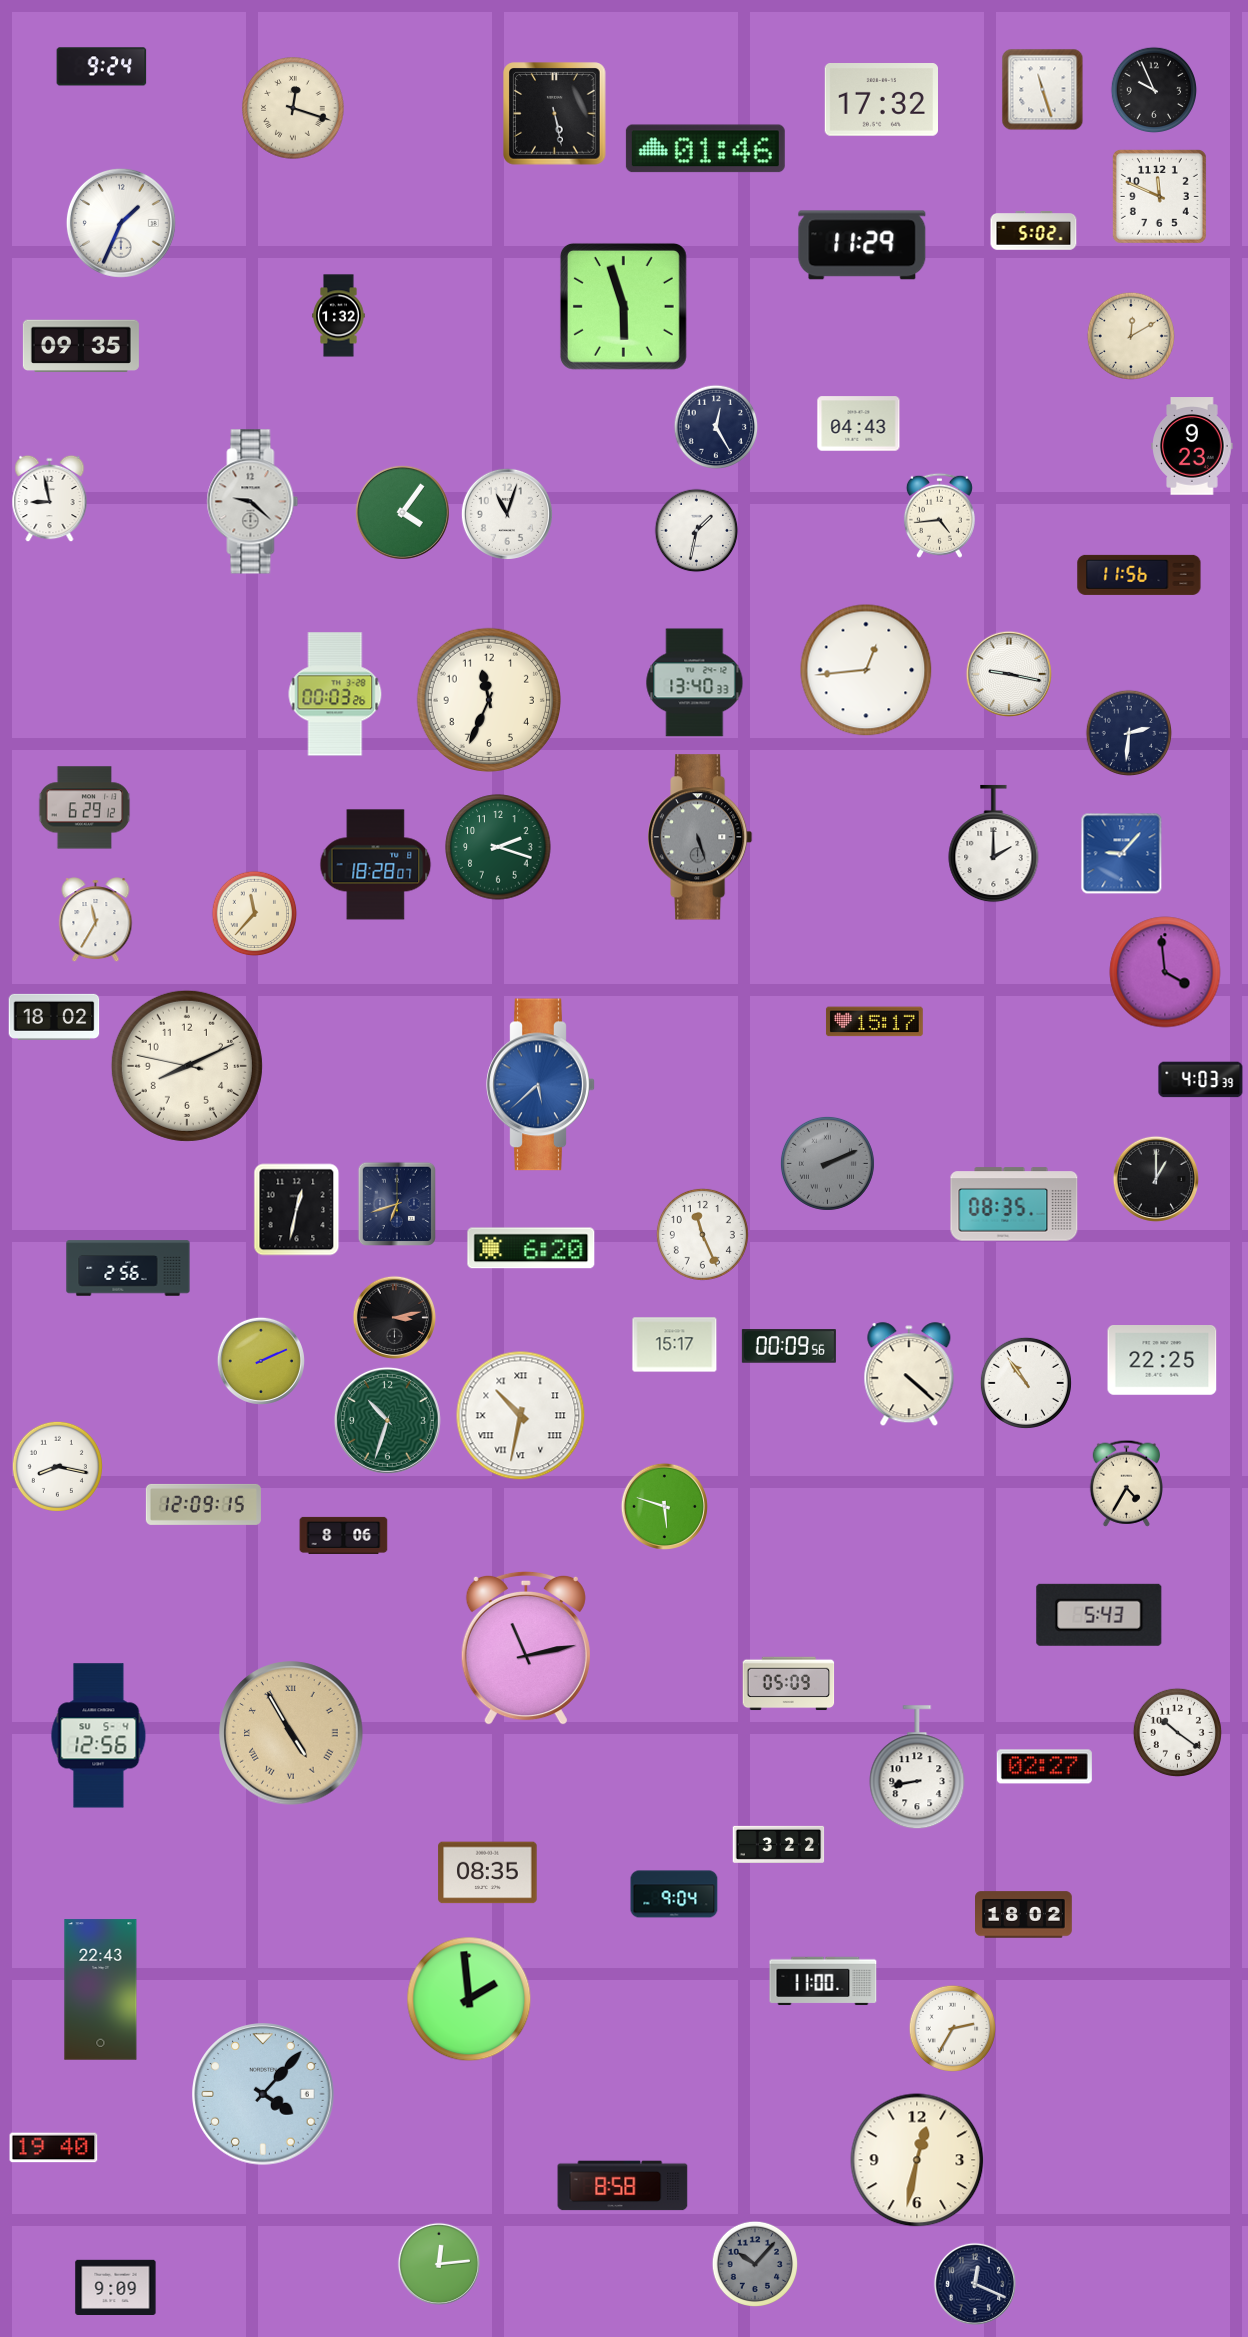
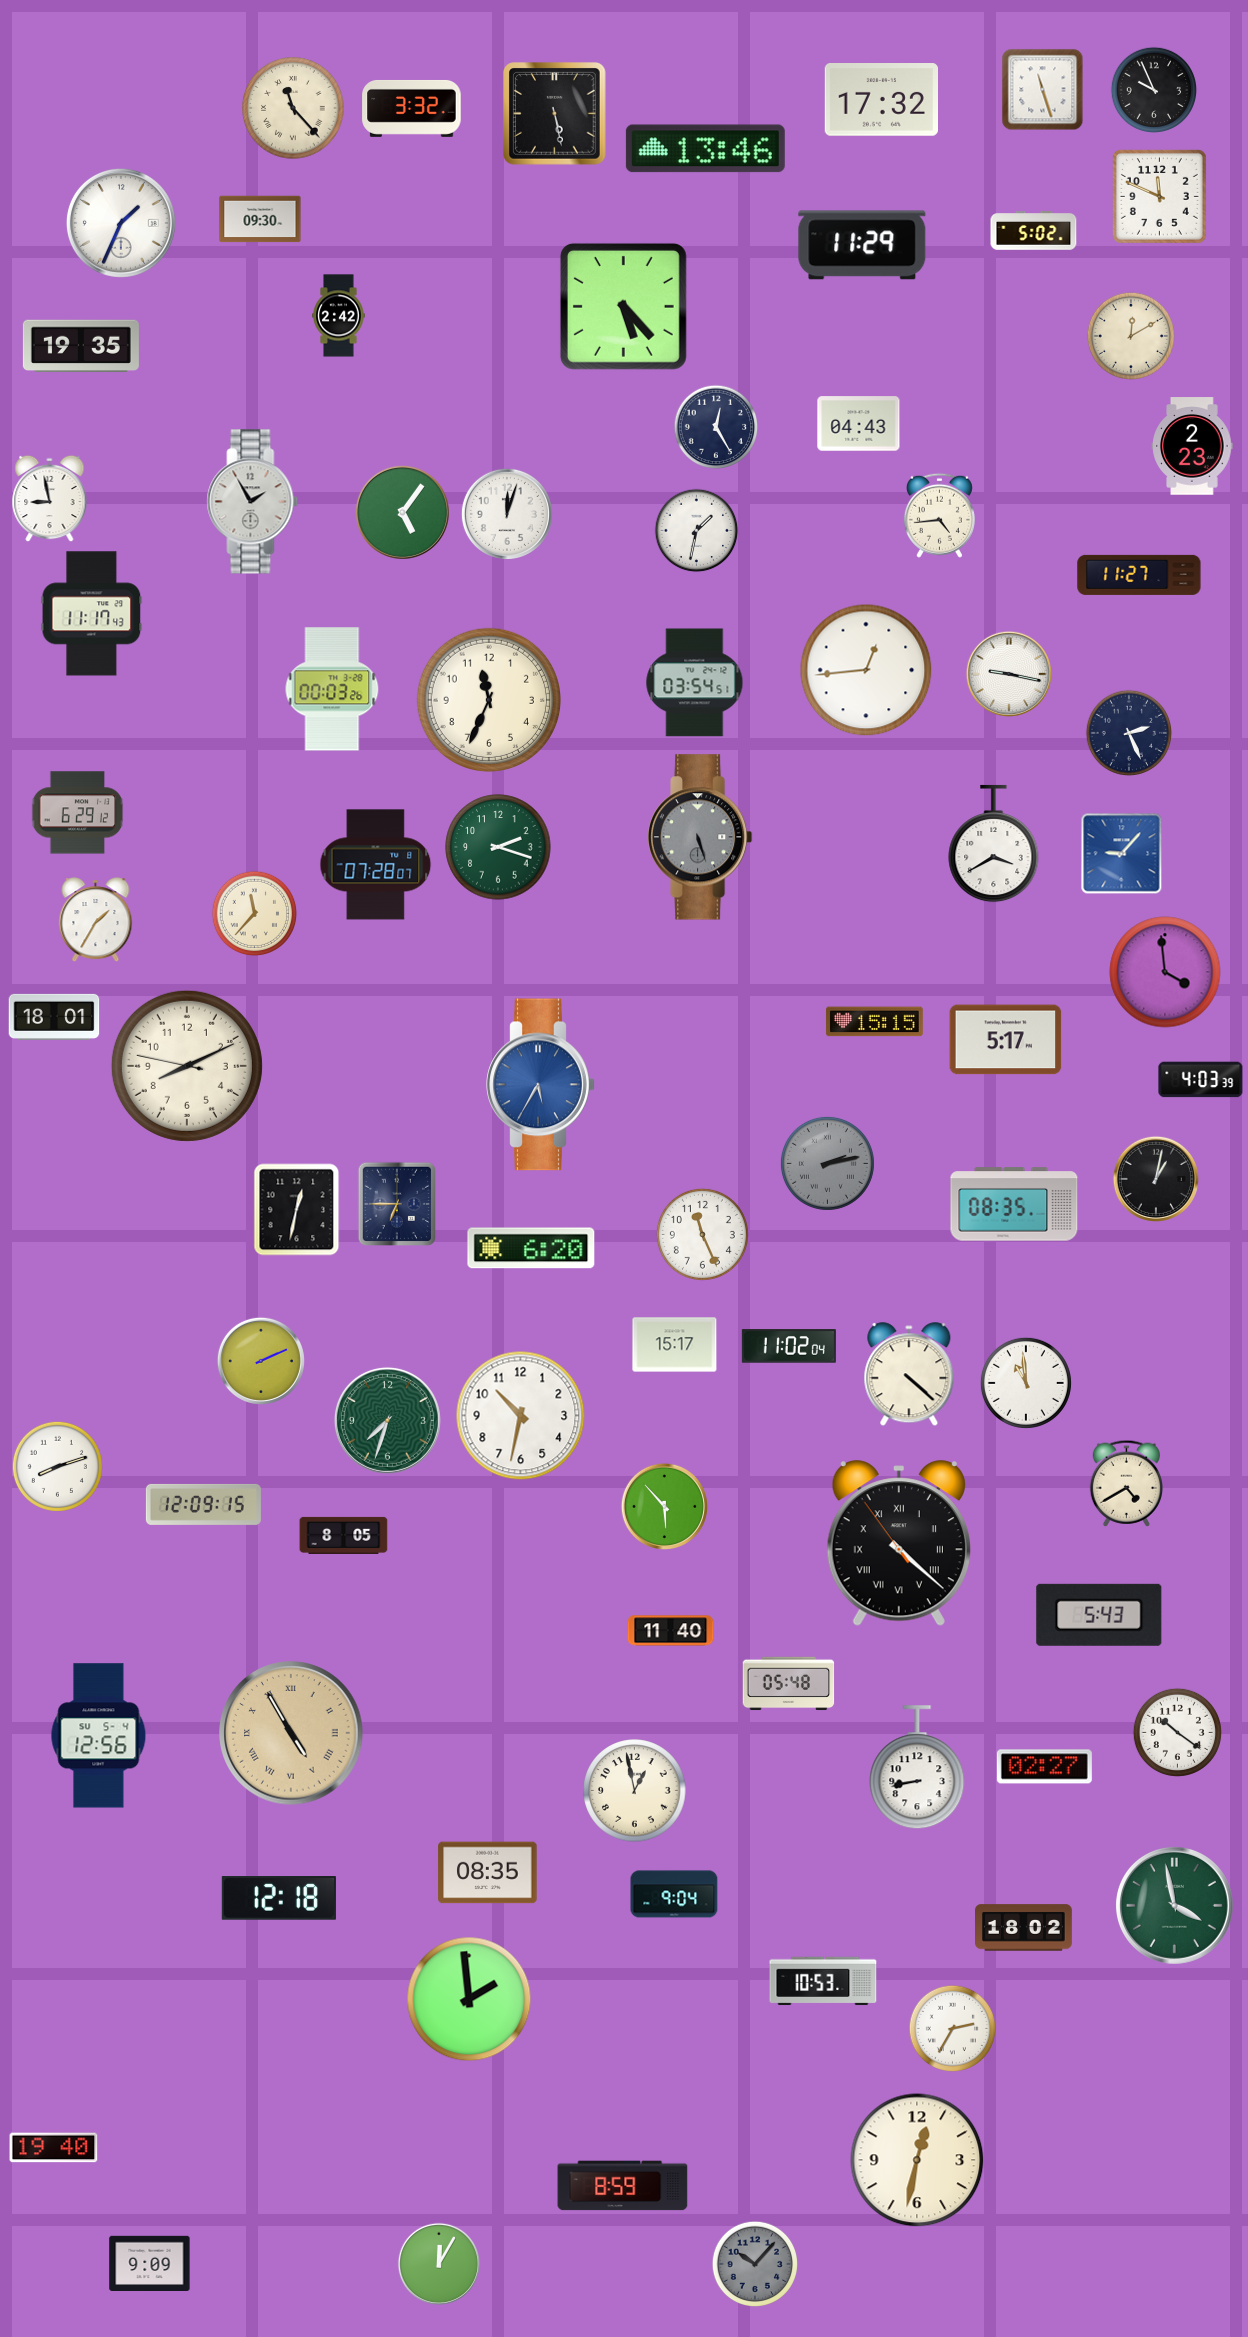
clock at (102, 67): 9:24 -> none
clock at (293, 108): 12:18 -> 11:23
clock at (412, 108): none -> 3:32
clock at (705, 149): 01:46 -> 13:46
clock at (260, 219): none -> 09:30
clock at (623, 306): 5:57 -> 5:23
clock at (339, 316): 1:32 -> 2:42
clock at (81, 346): 09:35 -> 19:35
clock at (1192, 446): 9:23 -> 2:23
clock at (253, 502): 9:22 -> 1:55
clock at (402, 512): 4:06 -> 5:06
clock at (507, 514): 11:03 -> 12:03
clock at (1139, 575): 11:56 -> 11:27
clock at (92, 614): none -> 11:17
clock at (695, 683): 13:40 -> 03:54
clock at (335, 694) position: (335, 694) -> (332, 689)
clock at (1129, 733): 2:31 -> 2:26
clock at (85, 808) position: (85, 808) -> (78, 813)
clock at (994, 844): 2:00 -> 3:40
clock at (376, 865): 18:28 -> 07:28
clock at (96, 920): 11:35 -> 1:35
clock at (54, 1017): 18:02 -> 18:01
clock at (874, 1022): 15:17 -> 15:15
clock at (1006, 1040): none -> 5:17
clock at (541, 1085): 5:38 -> 5:35
clock at (827, 1163): 2:11 -> 2:13
clock at (1156, 1179): 1:00 -> 1:02
clock at (396, 1204): 6:42 -> 6:45
clock at (128, 1268): 2:56 -> none
clock at (394, 1317): 3:13 -> none
clock at (789, 1346): 00:09 -> 11:02
clock at (1162, 1361): 22:25 -> none
clock at (1026, 1383): 10:54 -> 10:59
clock at (521, 1416) numerals: Roman -> Arabic
clock at (387, 1420): 10:33 -> 7:33
clock at (57, 1466): 8:17 -> 8:12
clock at (1126, 1483): 4:35 -> 4:40
clock at (664, 1506): 5:48 -> 5:53
clock at (344, 1535): 8:06 -> 8:05
clock at (899, 1544): none -> 4:21
clock at (671, 1631): none -> 11:40
clock at (526, 1648): 11:13 -> none
clock at (789, 1684): 05:09 -> 05:48
clock at (635, 1791): none -> 12:58
clock at (779, 1844): 3:22 -> none
clock at (279, 1898): none -> 12:18
clock at (1174, 1905): none -> 3:58
clock at (1024, 1915) position: (1024, 1915) -> (1024, 1928)
clock at (823, 1981): 11:00 -> 10:53
clock at (101, 1990): 22:43 -> none
clock at (263, 2094): 4:07 -> none
clock at (623, 2186): 8:58 -> 8:59
clock at (438, 2263): 12:14 -> 12:05
clock at (974, 2283): 12:19 -> none
clock at (116, 2287) position: (116, 2287) -> (150, 2263)
